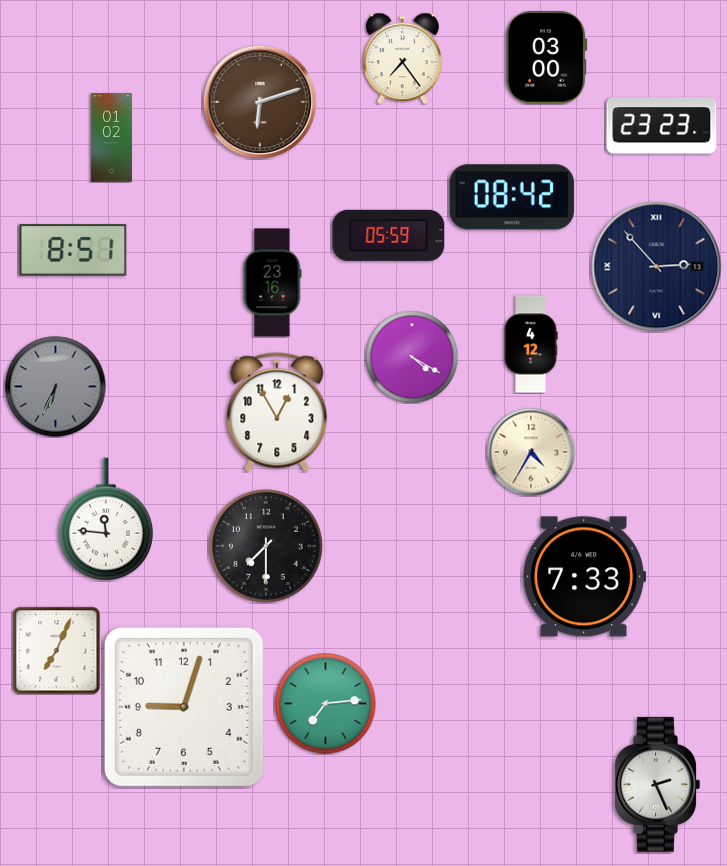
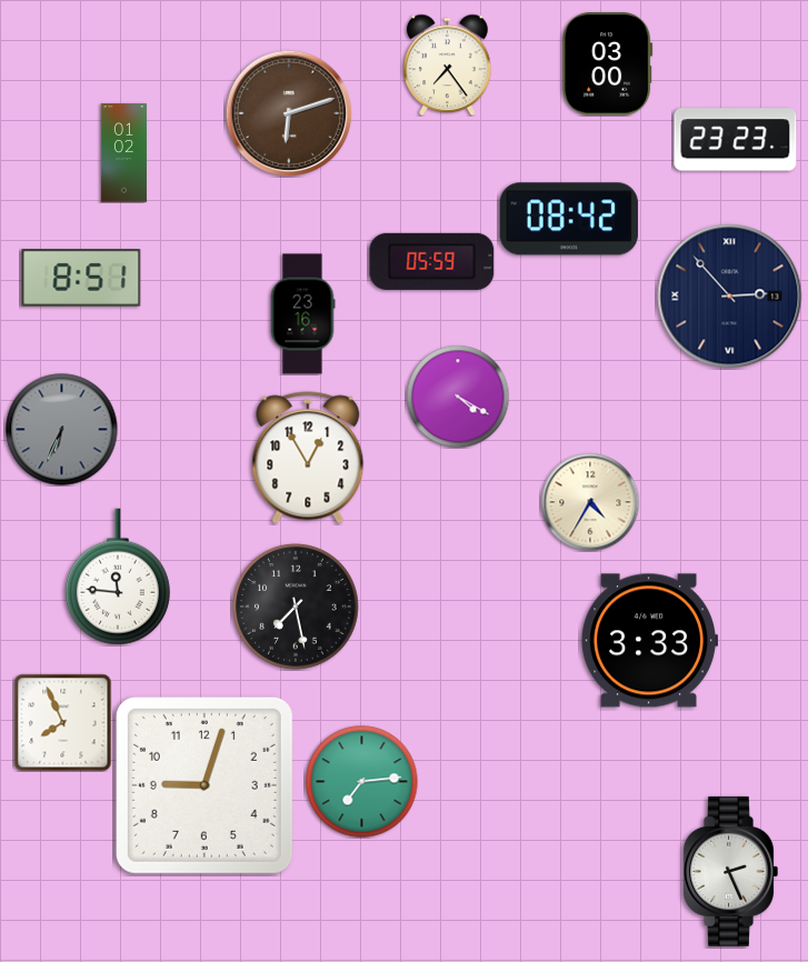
clock at (531, 344): 4:12 -> none
clock at (267, 547): 7:30 -> 7:28
clock at (585, 577): 7:33 -> 3:33
clock at (56, 650): 7:04 -> 7:56
